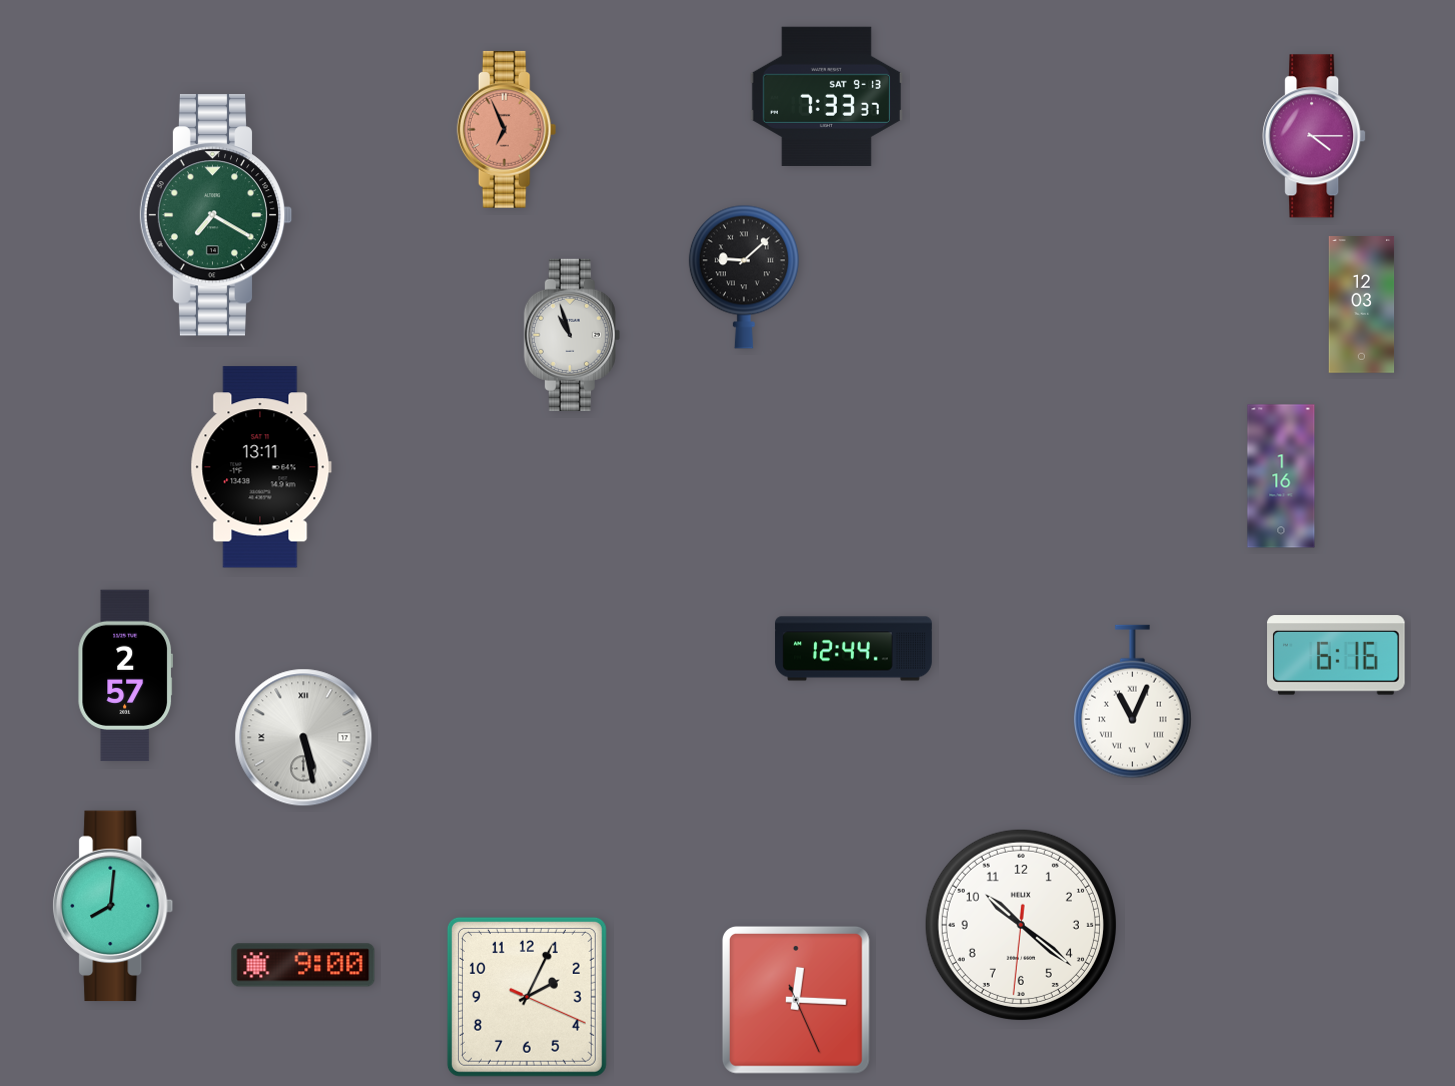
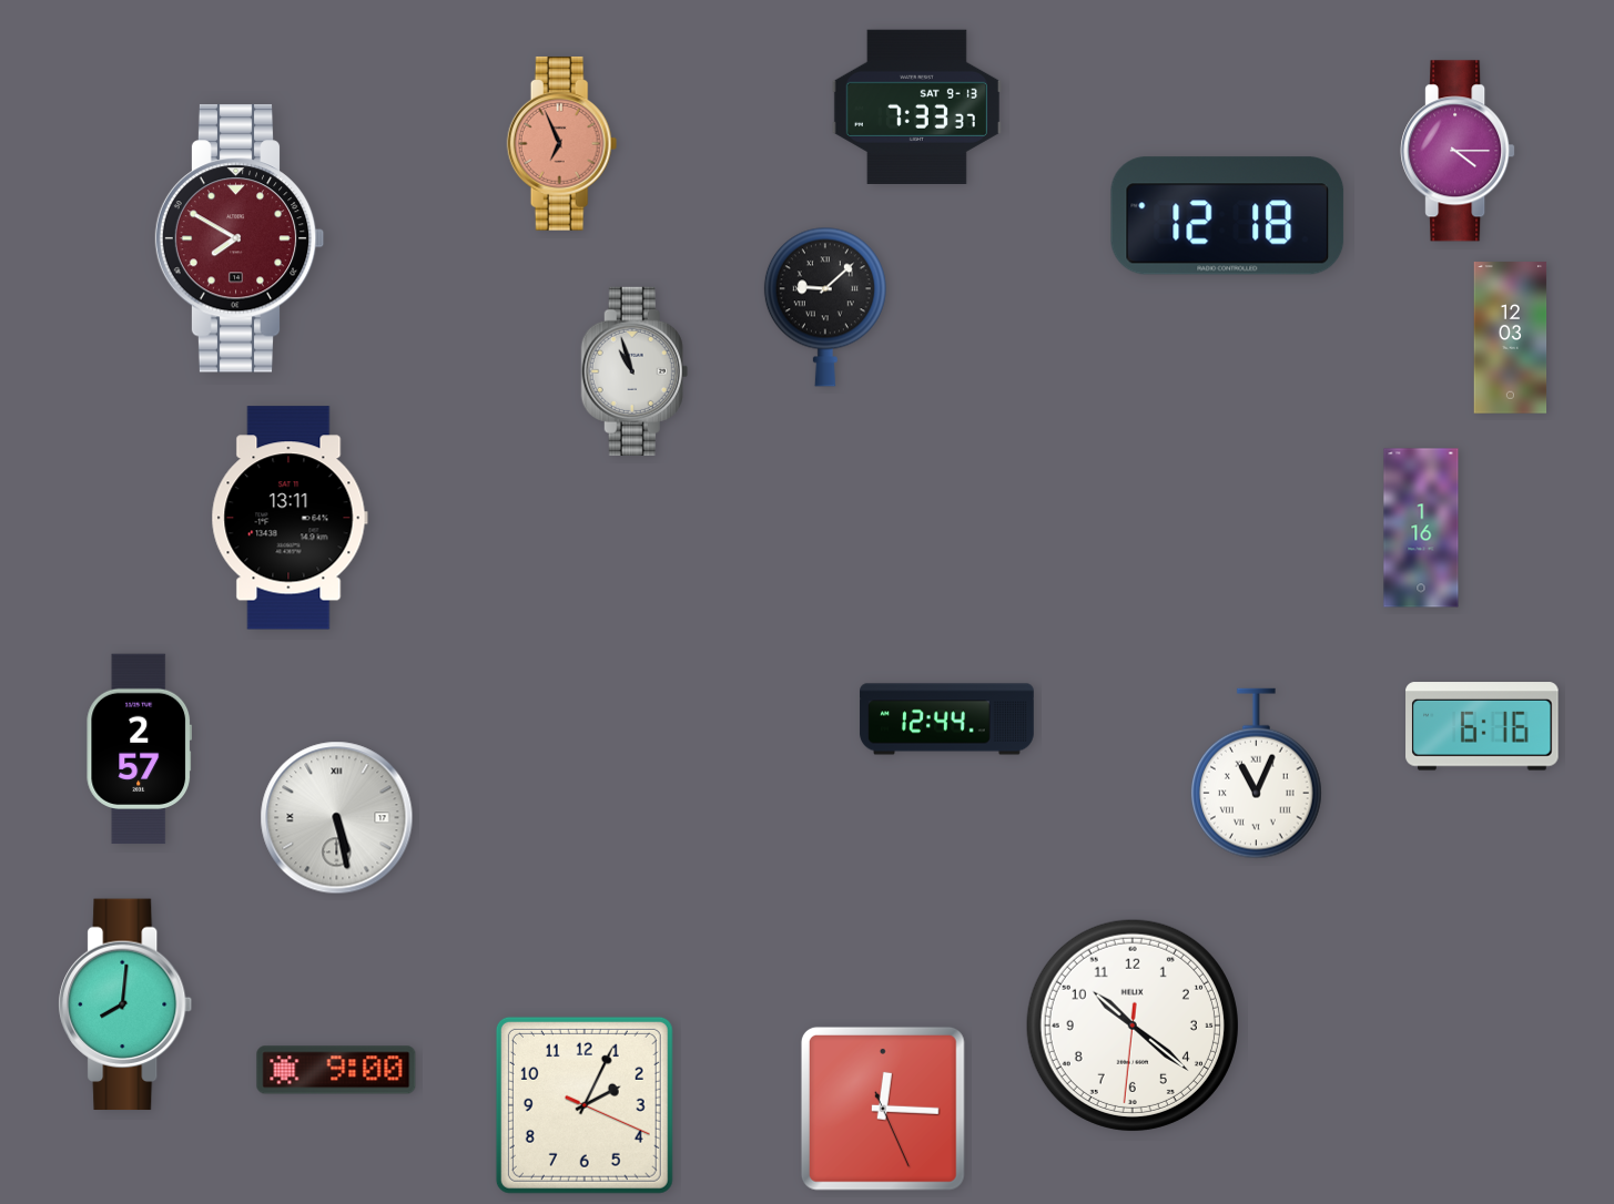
clock at (1228, 216): none -> 12:18
clock at (216, 216): 7:20 -> 7:50
clock at (216, 216) dial: green -> burgundy
clock at (1132, 702) position: (1132, 702) -> (1256, 774)
